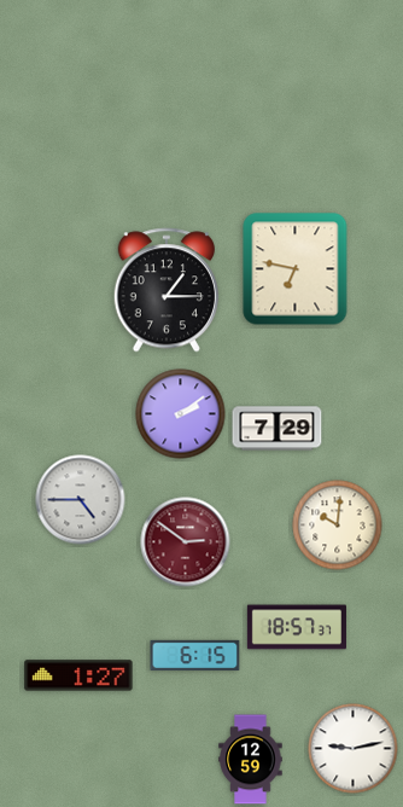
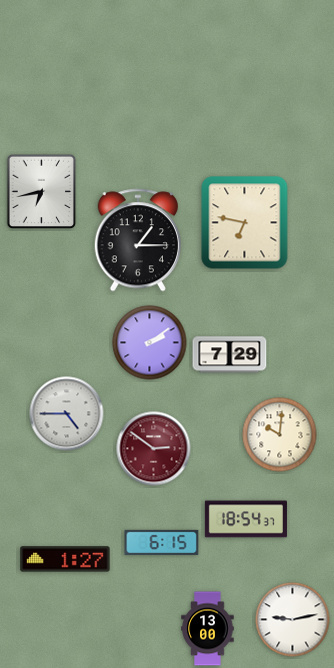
clock at (42, 192): none -> 6:43
clock at (297, 627): 18:57 -> 18:54
clock at (251, 760): 12:59 -> 13:00
